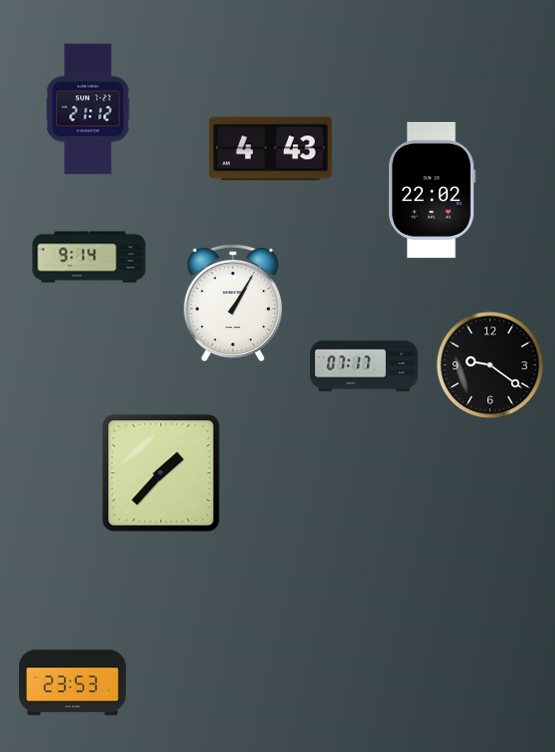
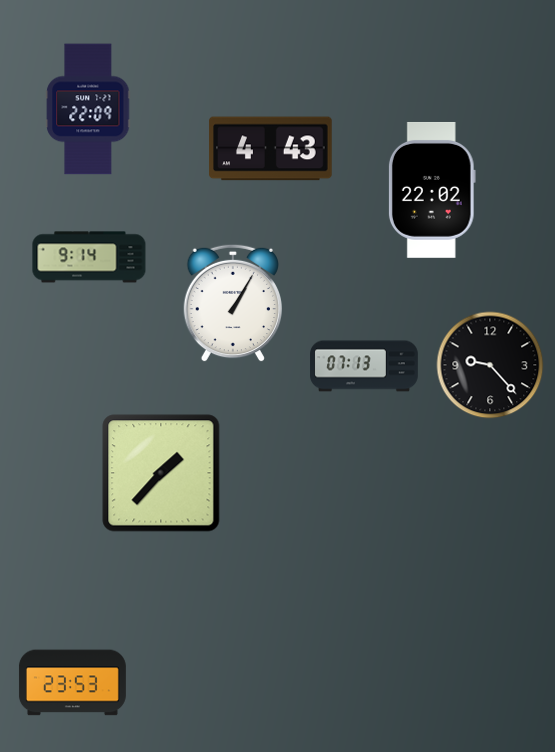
clock at (88, 109): 21:12 -> 22:09
clock at (490, 365): 9:21 -> 9:23
clock at (364, 366): 07:17 -> 07:13
